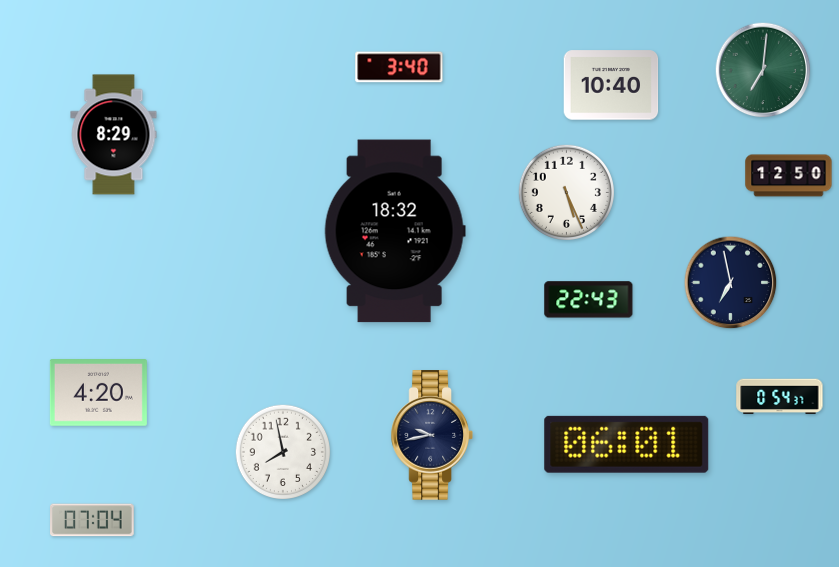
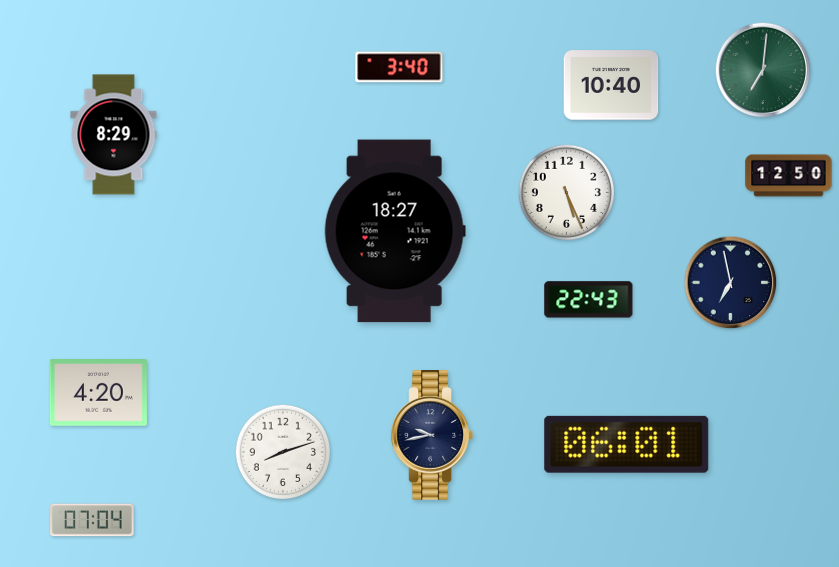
clock at (395, 231): 18:32 -> 18:27
clock at (780, 397): 0:54 -> none
clock at (282, 451): 7:58 -> 8:12
